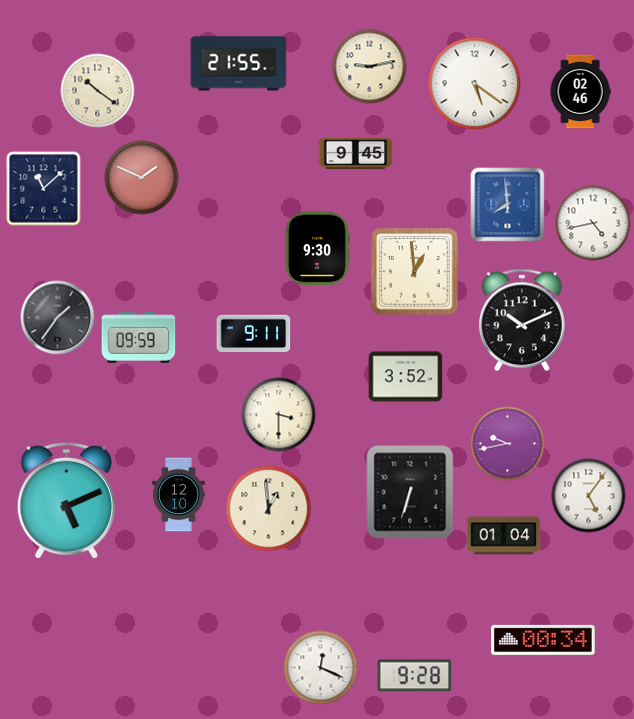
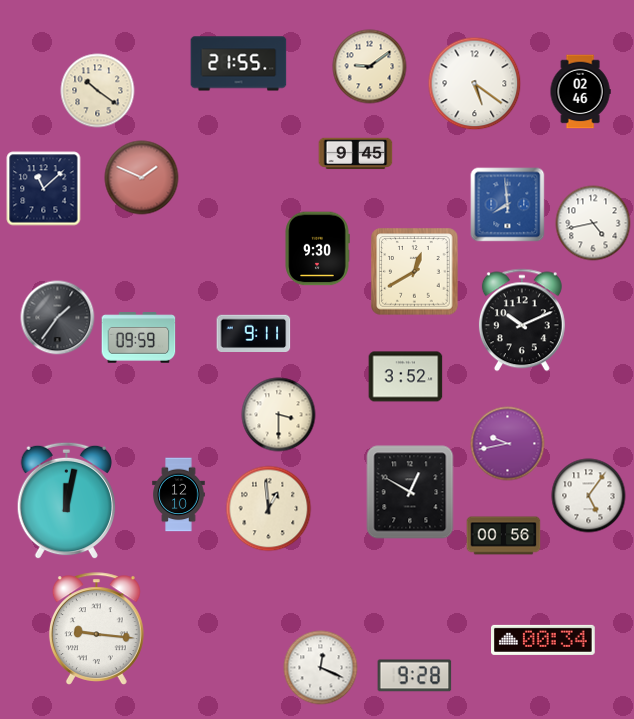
clock at (370, 67): 9:13 -> 9:09
clock at (415, 272): 12:59 -> 12:40
clock at (410, 492): 6:33 -> 12:50
clock at (66, 501): 5:11 -> 12:02
clock at (504, 536): 01:04 -> 00:56
clock at (96, 629): none -> 9:16
